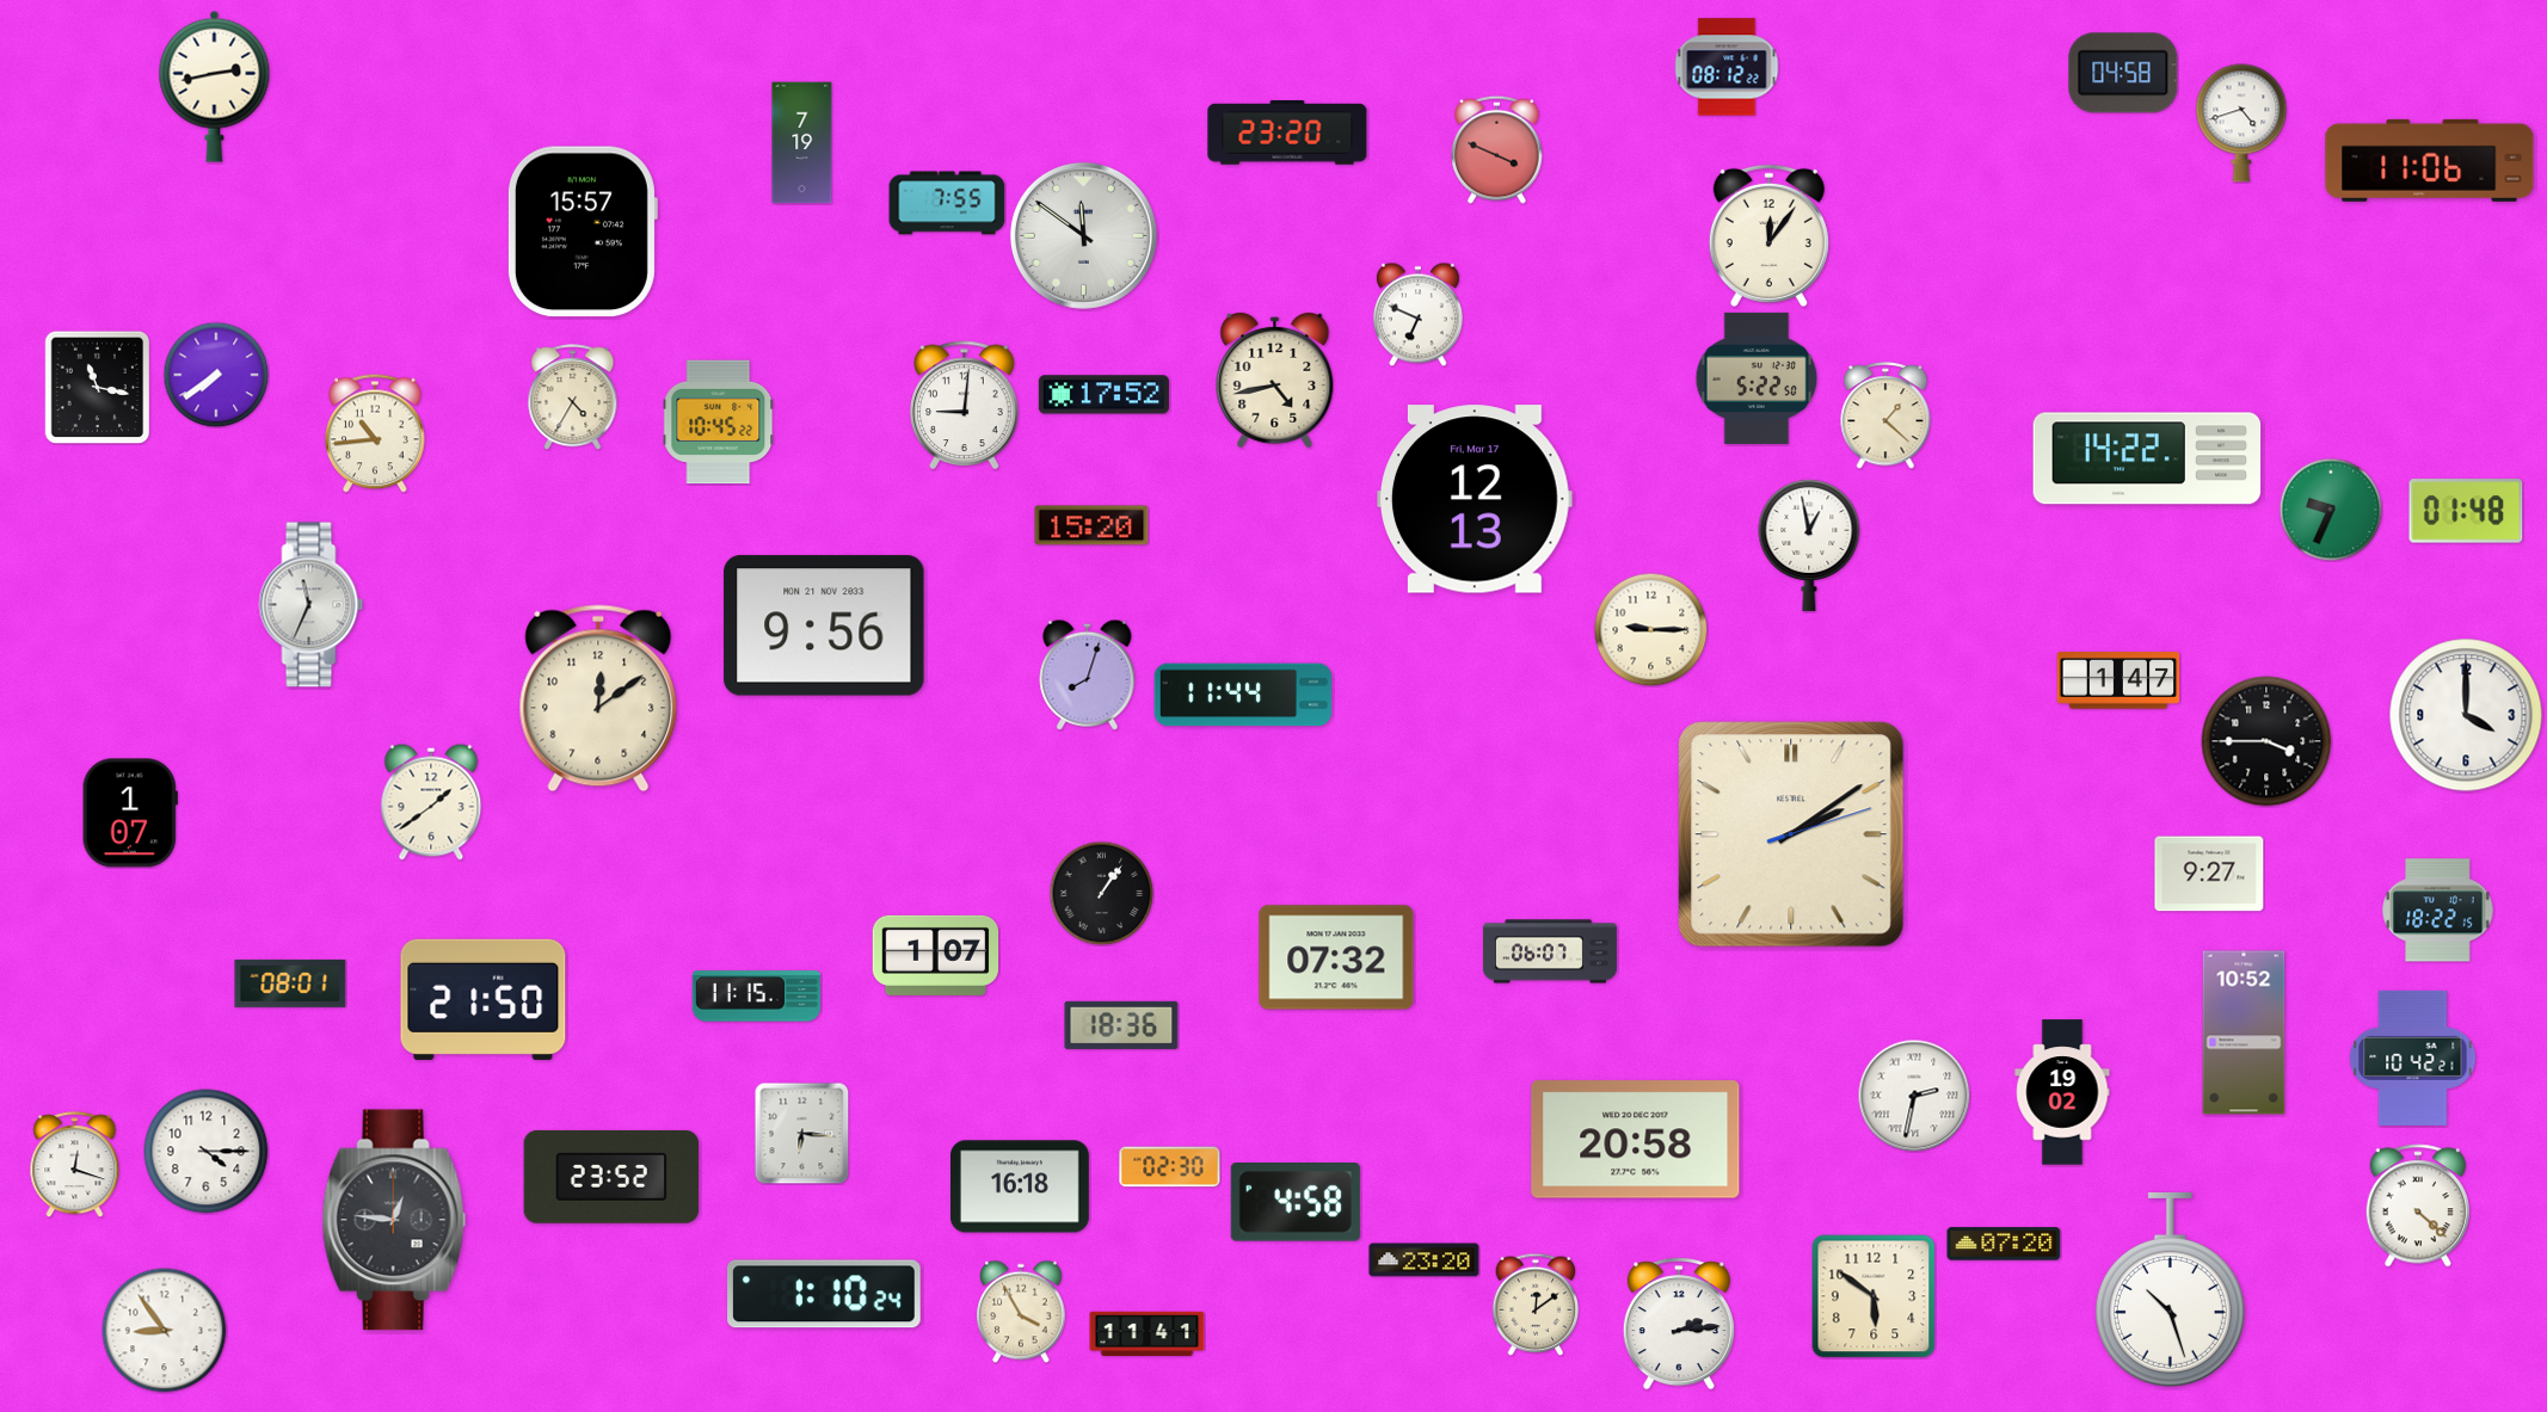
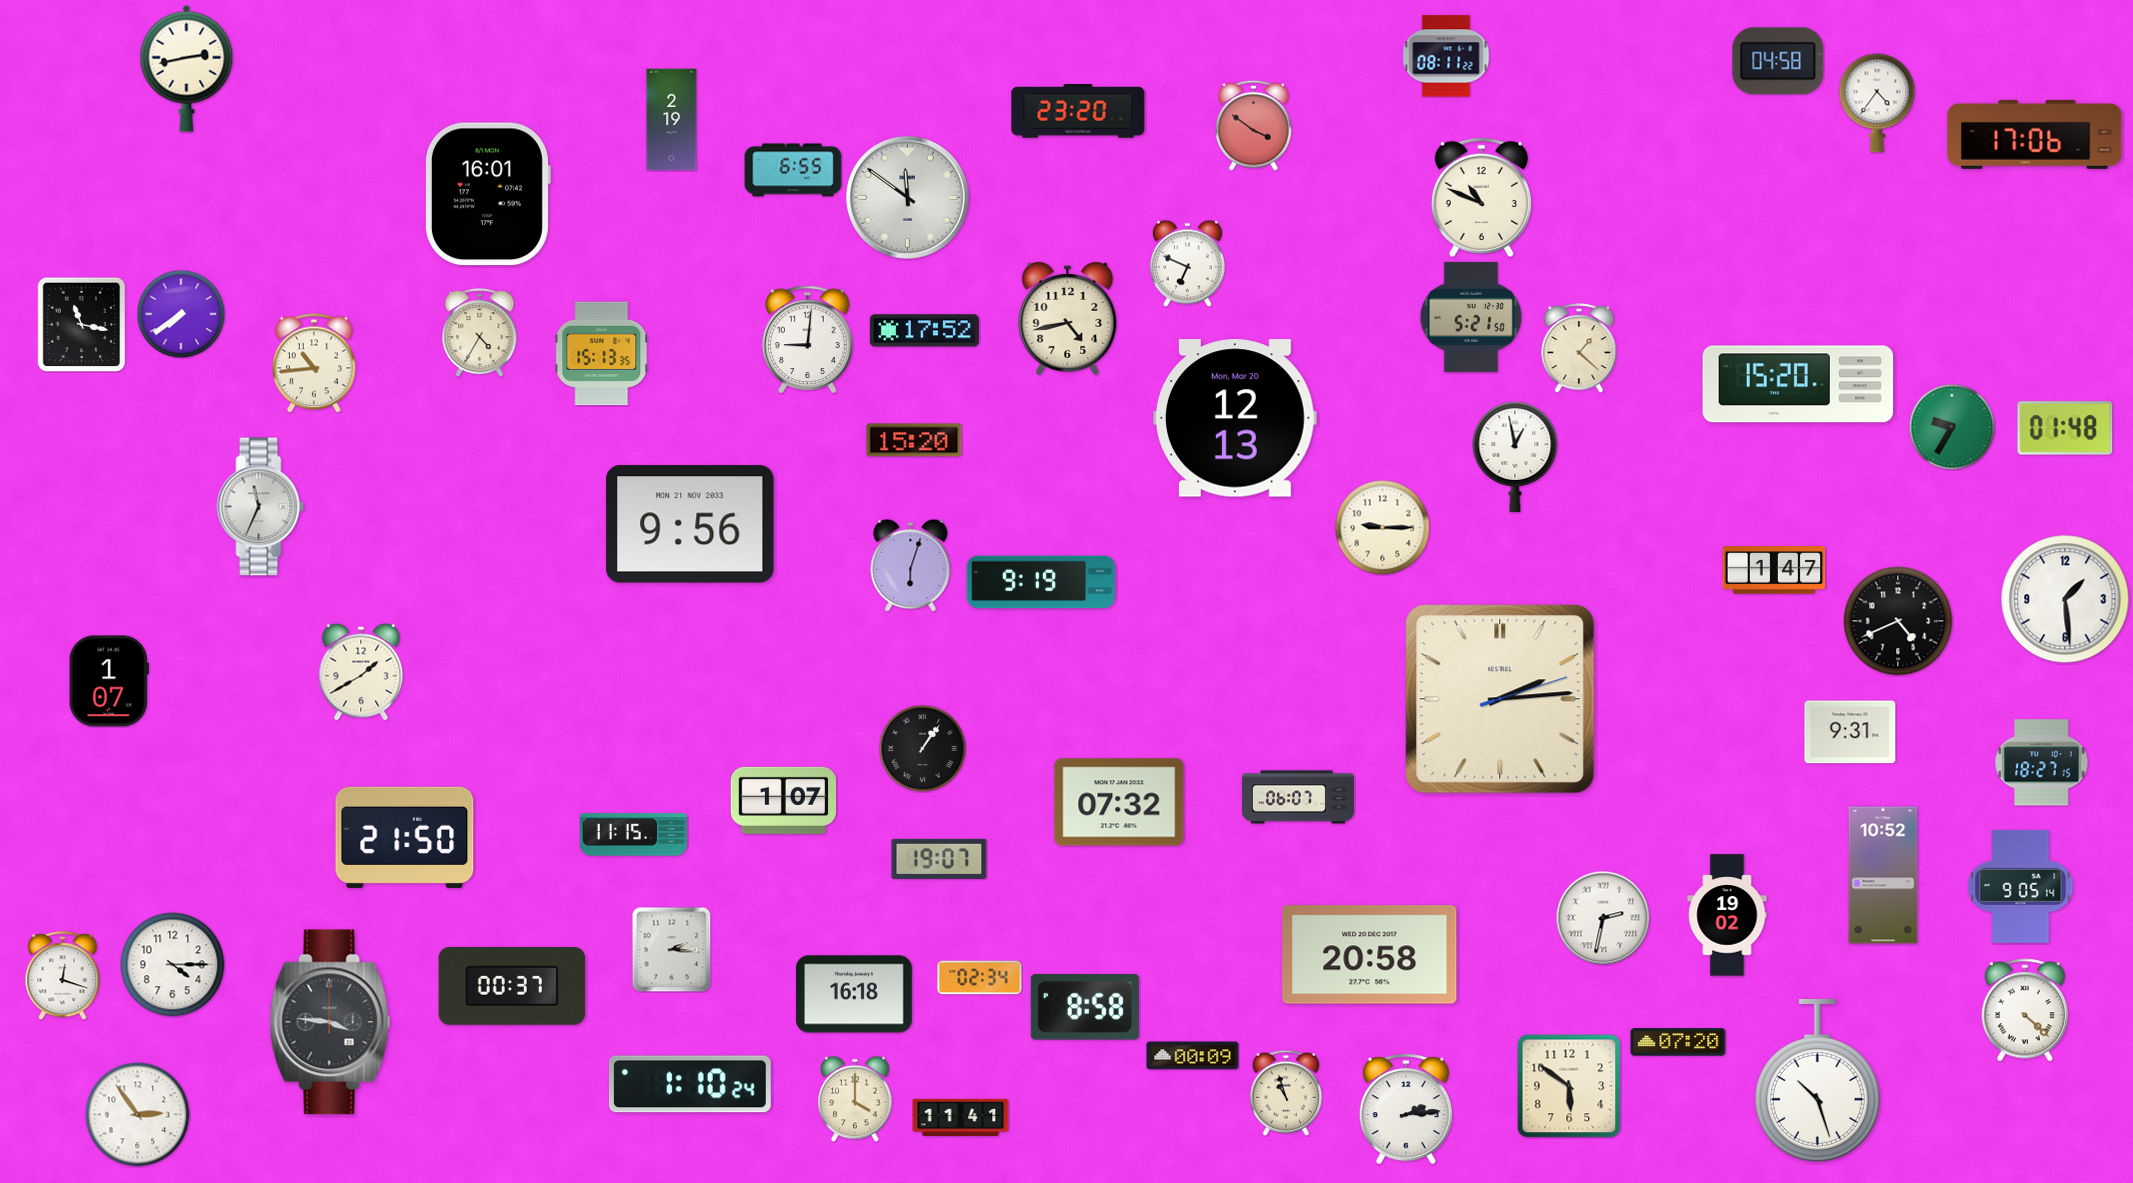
clock at (1727, 67): 08:12 -> 08:11
clock at (215, 86) position: (215, 86) -> (187, 68)
clock at (2241, 123): 4:42 -> 4:36
clock at (802, 143): 7:19 -> 2:19
clock at (1497, 149): 3:49 -> 3:51
clock at (2430, 160): 11:06 -> 17:06
clock at (947, 203): 7:55 -> 6:55
clock at (582, 232): 15:57 -> 16:01
clock at (1768, 235): 12:06 -> 10:49
clock at (1757, 378): 5:22 -> 5:21
clock at (719, 423): 10:45 -> 15:13
clock at (2147, 458): 14:22 -> 15:20
clock at (1476, 499) date: Fri, Mar 17 -> Mon, Mar 20
clock at (2331, 510): 9:34 -> 9:35
clock at (1088, 674): 8:03 -> 6:03
clock at (1243, 695): 11:44 -> 9:19
clock at (598, 698): 12:09 -> none
clock at (2466, 715): 4:00 -> 1:29
clock at (2266, 741): 3:45 -> 4:41
clock at (431, 802): 1:39 -> 1:40
clock at (1791, 834): 2:09 -> 2:14
clock at (2209, 874): 9:27 -> 9:31
clock at (2438, 911): 18:22 -> 18:27
clock at (290, 984): 08:01 -> none
clock at (1121, 1025): 18:36 -> 19:07
clock at (2244, 1032) position: (2244, 1032) -> (1883, 875)
clock at (2413, 1058): 10:42 -> 9:05
clock at (802, 1133): 6:16 -> 2:16
clock at (1170, 1167): 02:30 -> 02:34
clock at (611, 1177): 23:52 -> 00:37
clock at (1296, 1203): 4:58 -> 8:58
clock at (394, 1220): 12:46 -> 3:46
clock at (1425, 1260): 23:20 -> 00:09
clock at (1536, 1305): 12:09 -> 10:57
clock at (1021, 1312): 3:55 -> 4:00
clock at (165, 1331): 8:54 -> 2:54
